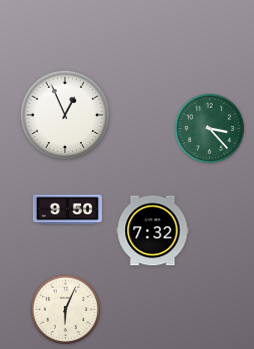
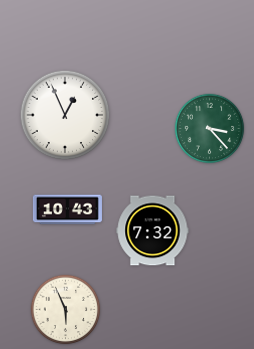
clock at (67, 210): 9:50 -> 10:43
clock at (66, 310): 6:04 -> 5:56
